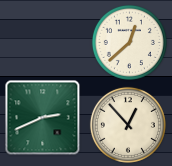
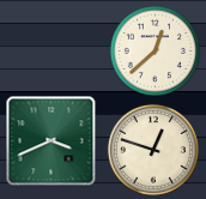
clock at (43, 118): 2:41 -> 3:41
clock at (128, 125): 12:53 -> 12:48
